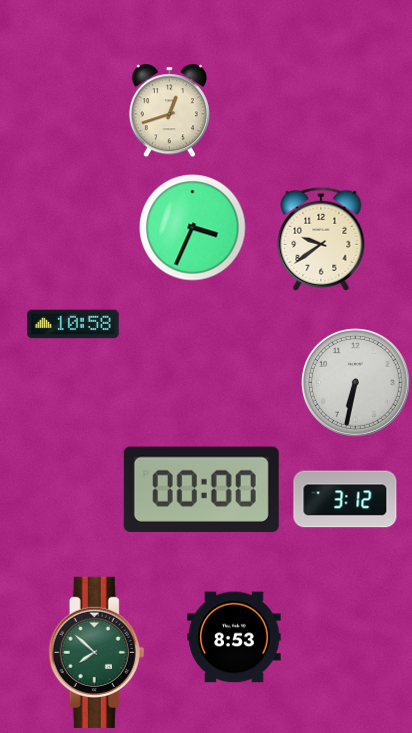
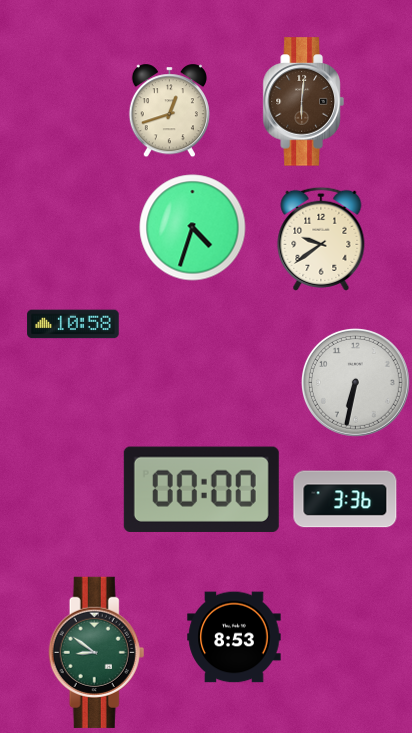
clock at (303, 102): none -> 6:01
clock at (193, 228): 3:34 -> 4:33
clock at (345, 499): 3:12 -> 3:36
clock at (97, 652): 7:52 -> 8:51
